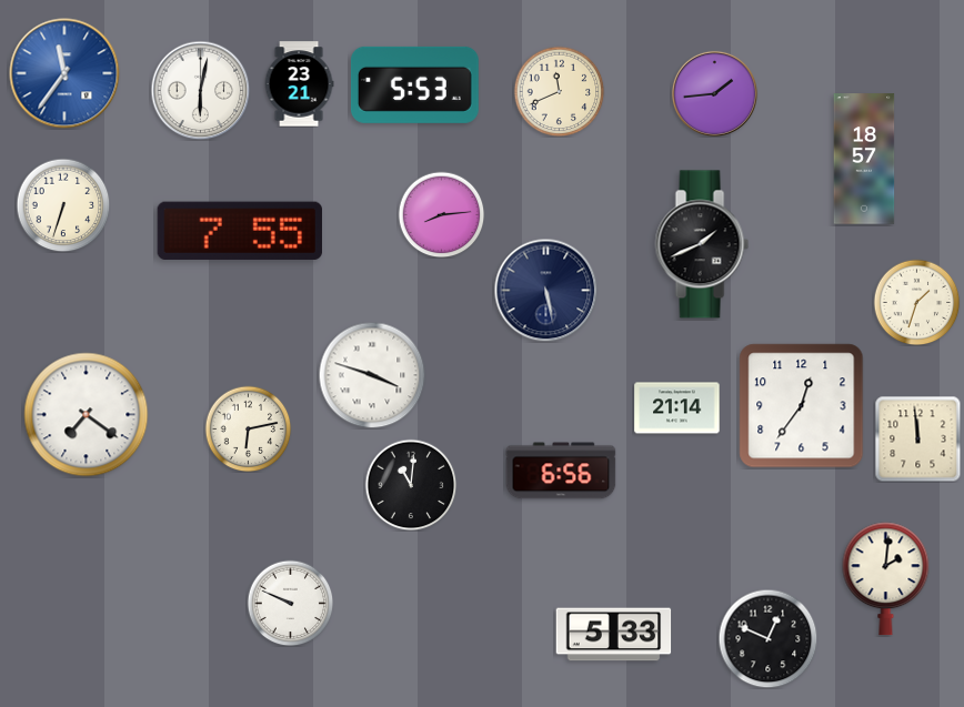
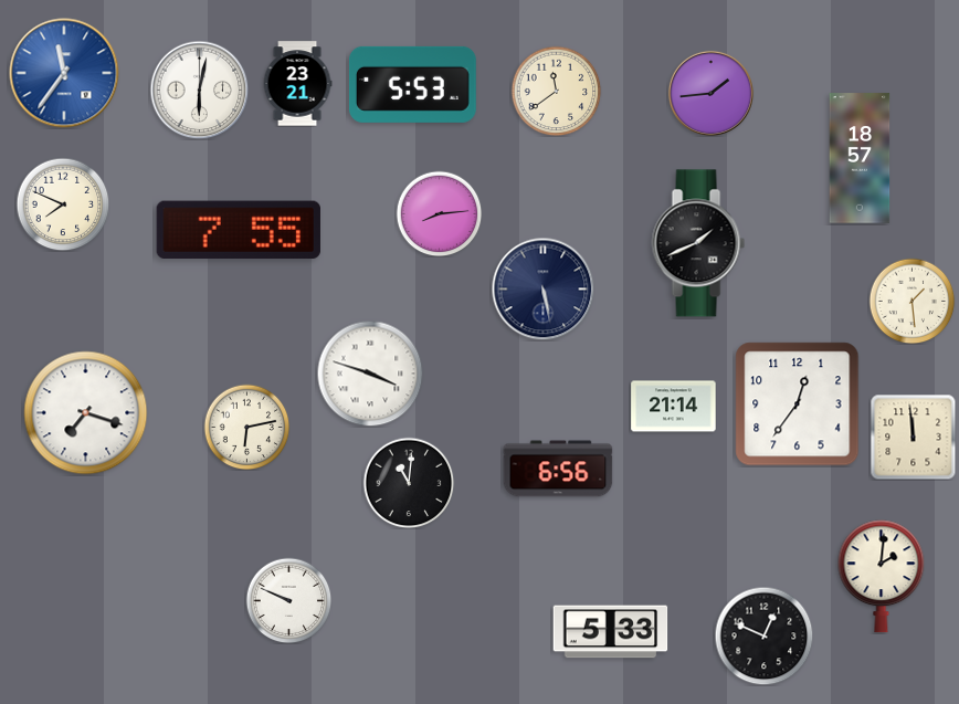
clock at (559, 91): 11:41 -> 11:39
clock at (63, 205): 6:33 -> 7:49
clock at (916, 302): 1:33 -> 1:29
clock at (87, 415): 7:21 -> 7:18
